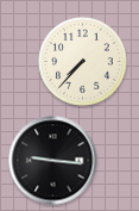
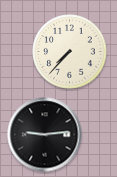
clock at (53, 161): 9:16 -> 9:14
